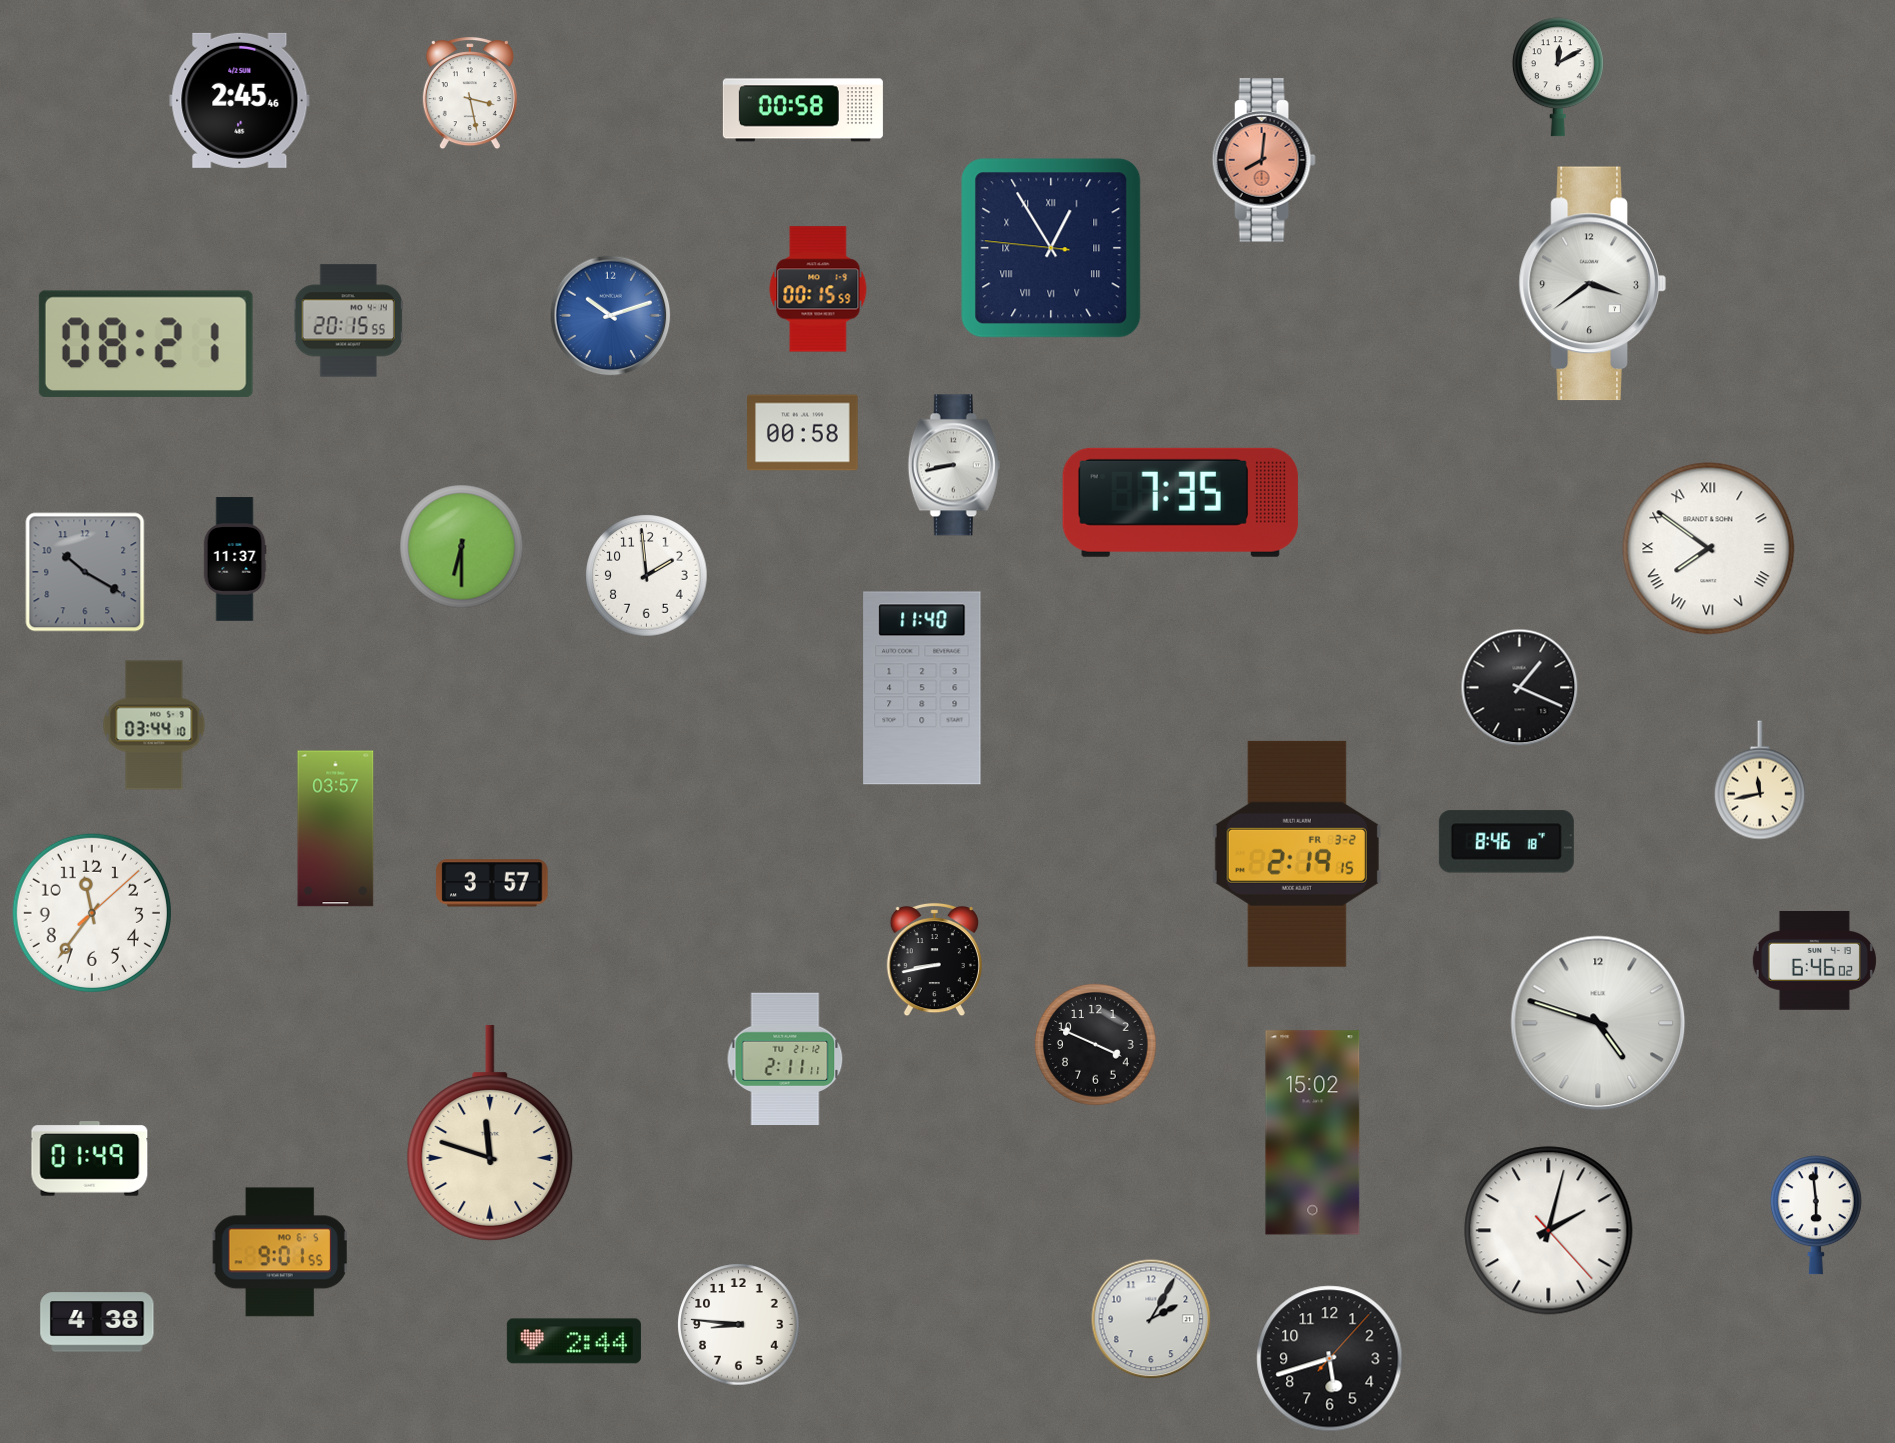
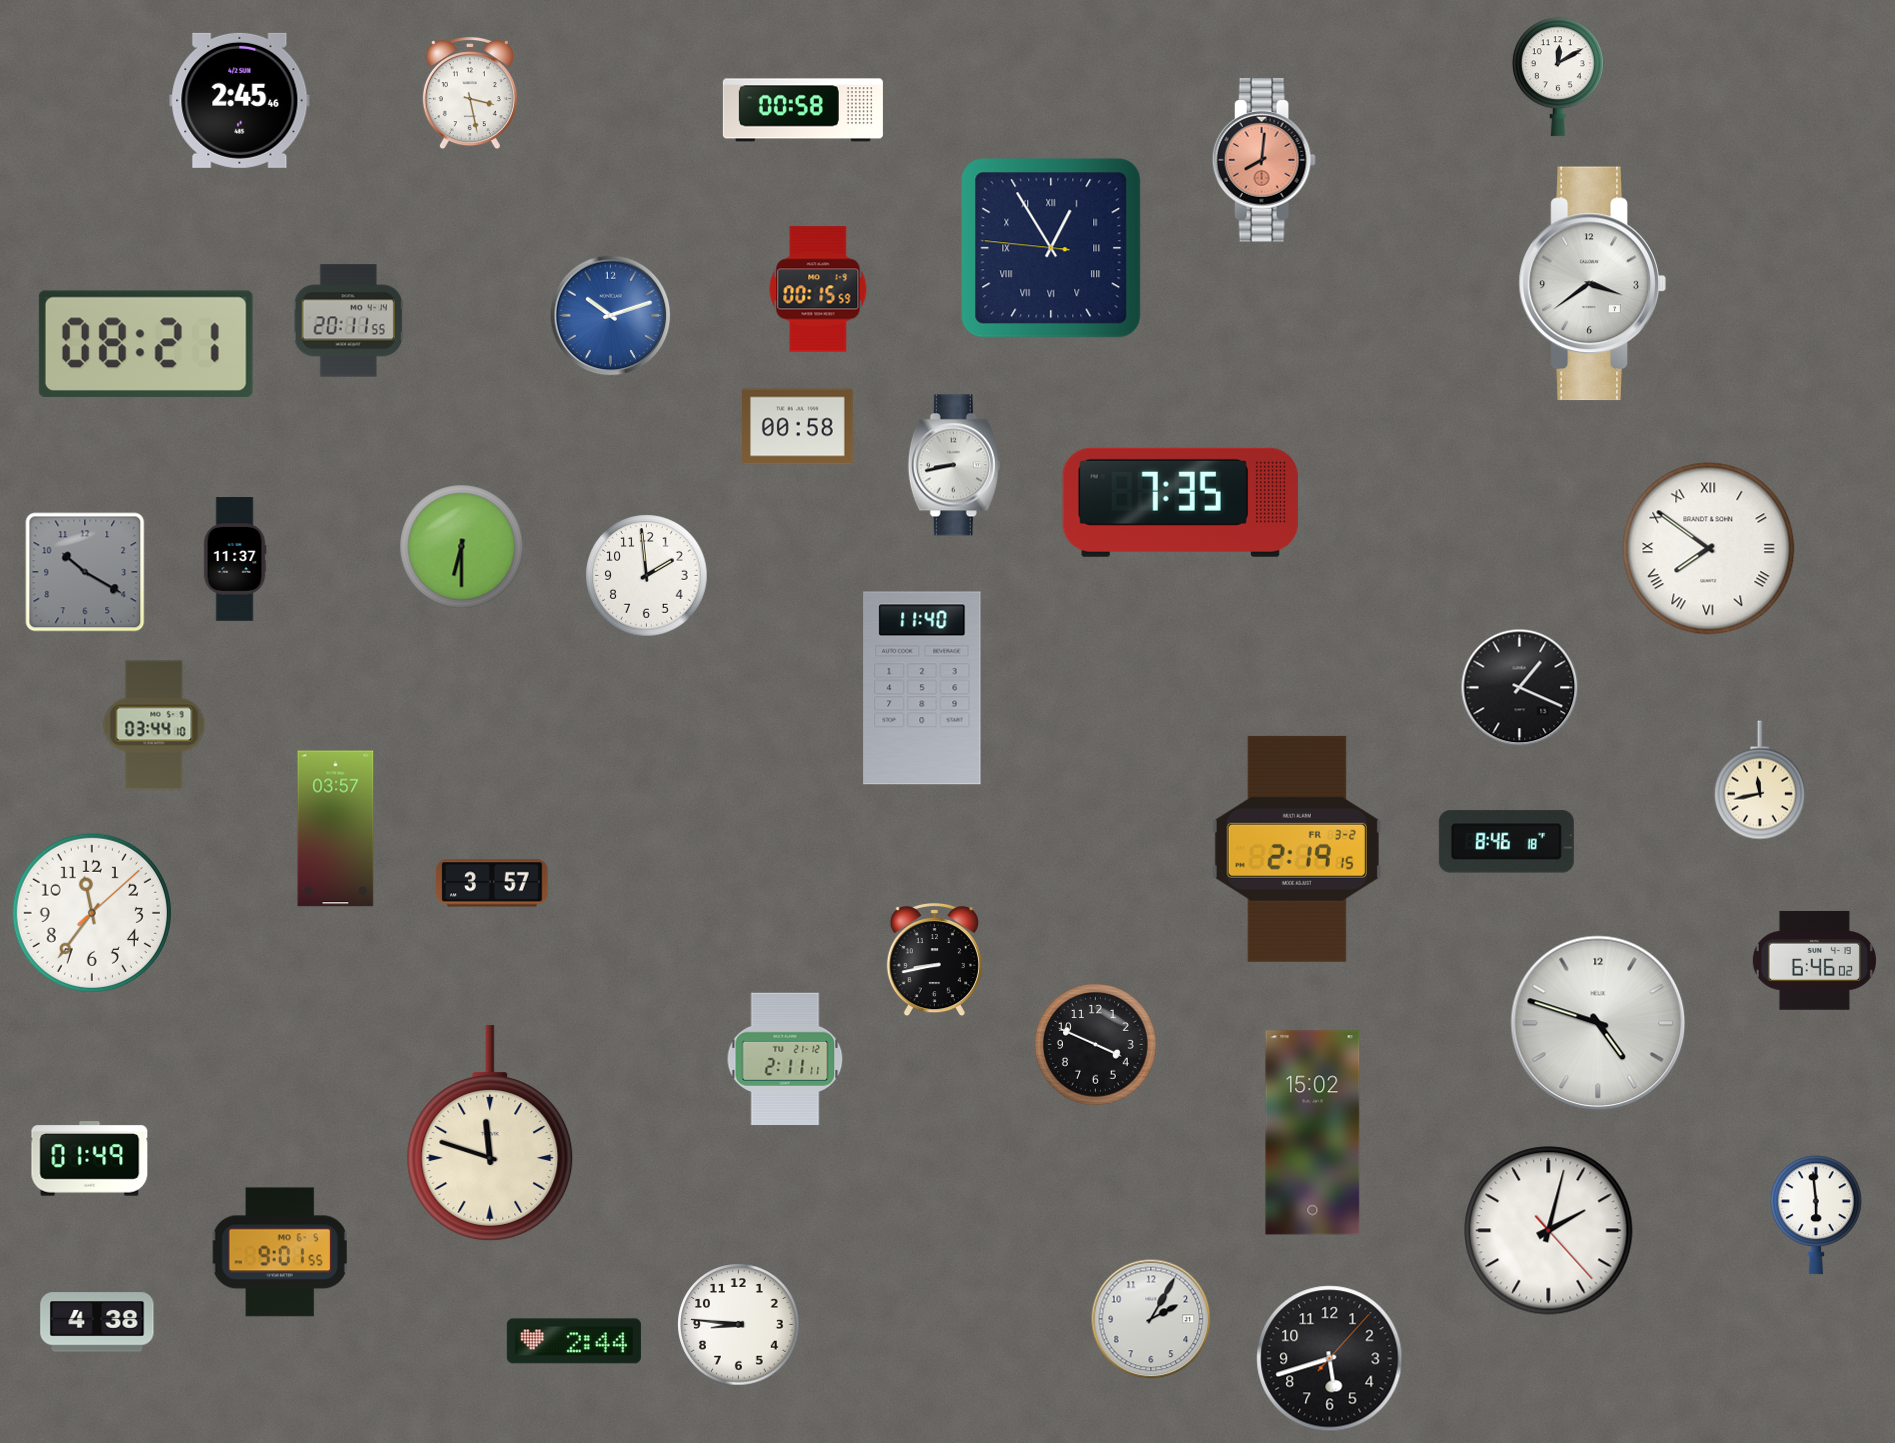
clock at (348, 321): 20:15 -> 20:11
clock at (803, 433) position: (803, 433) -> (798, 427)
clock at (1297, 854) position: (1297, 854) -> (1297, 849)
